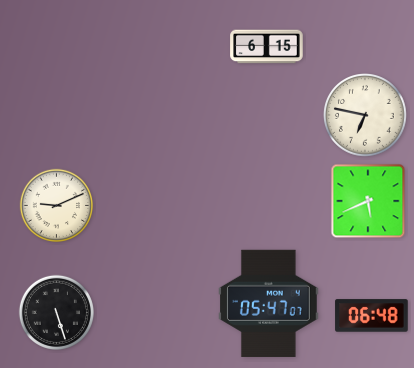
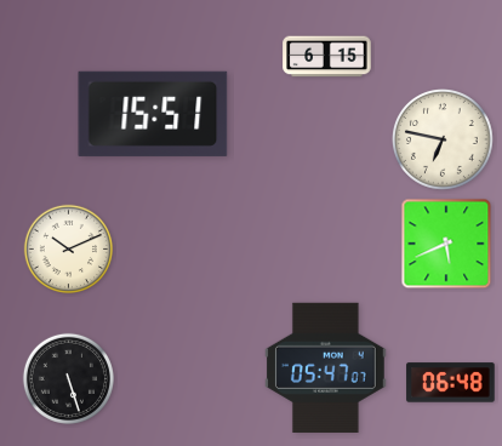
clock at (267, 47) position: (267, 47) -> (327, 57)
clock at (153, 114): none -> 15:51
clock at (57, 206): 9:11 -> 10:11
